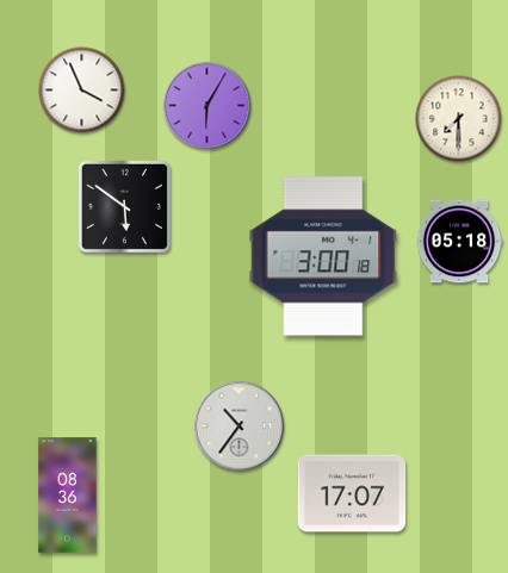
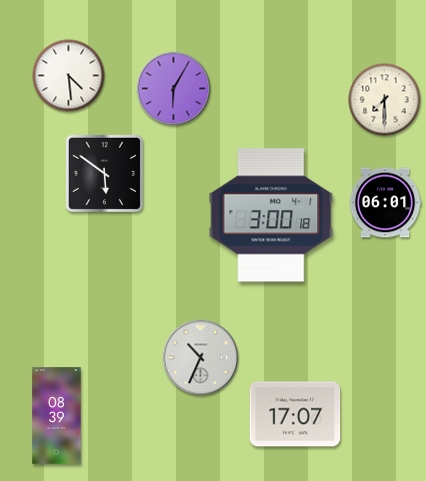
clock at (82, 91): 3:56 -> 4:29
clock at (459, 242): 05:18 -> 06:01
clock at (240, 426): 10:36 -> 10:34
clock at (68, 496): 08:36 -> 08:39
